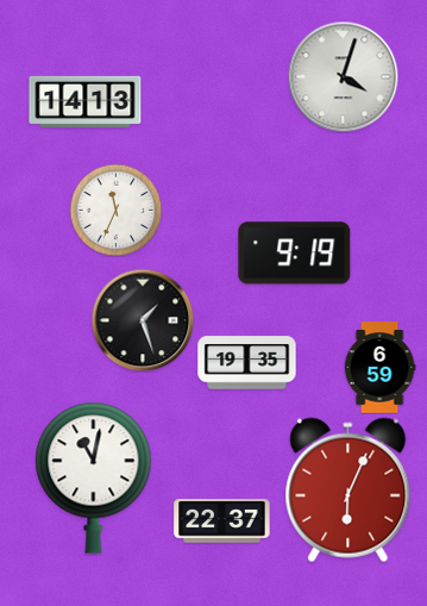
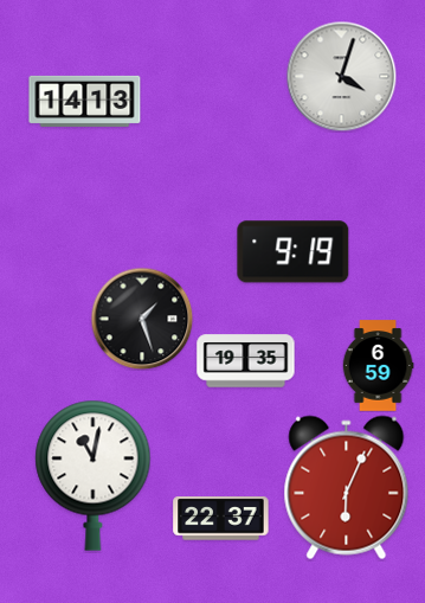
clock at (115, 210): 11:34 -> none
